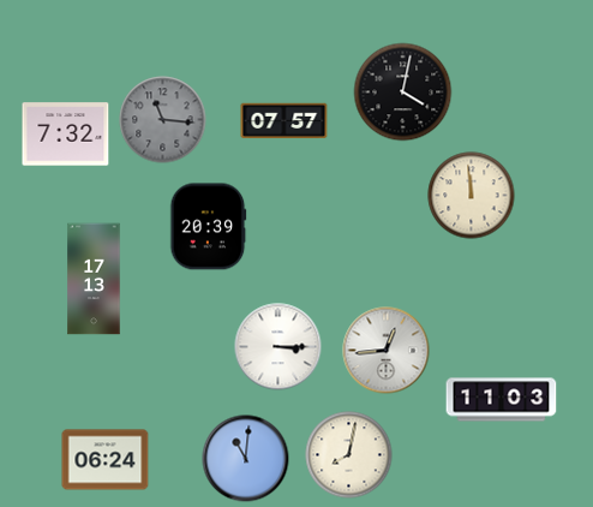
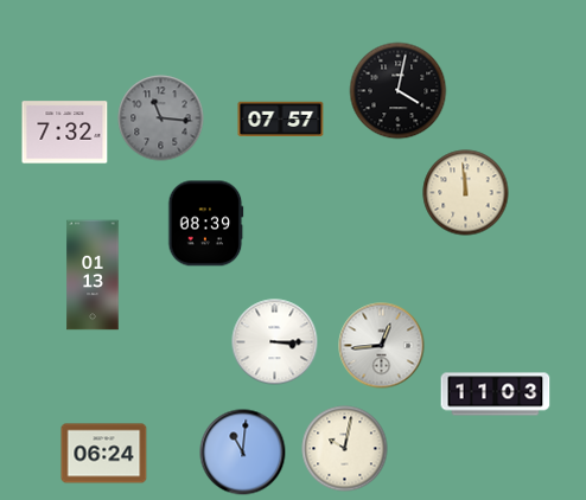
clock at (209, 227): 20:39 -> 08:39
clock at (94, 279): 17:13 -> 01:13
clock at (349, 455): 8:02 -> 10:02
